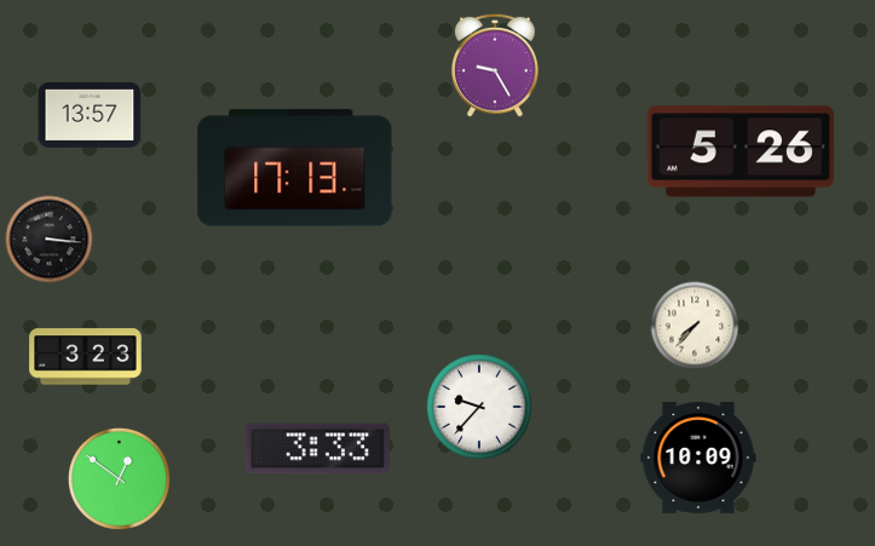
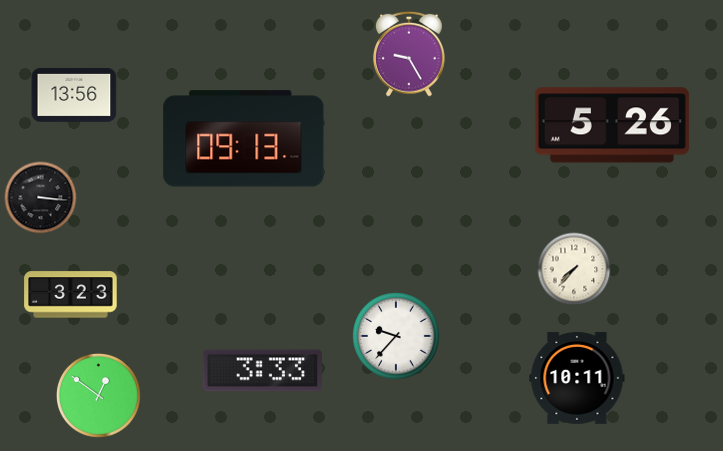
clock at (90, 115): 13:57 -> 13:56
clock at (295, 168): 17:13 -> 09:13
clock at (698, 458): 10:09 -> 10:11
